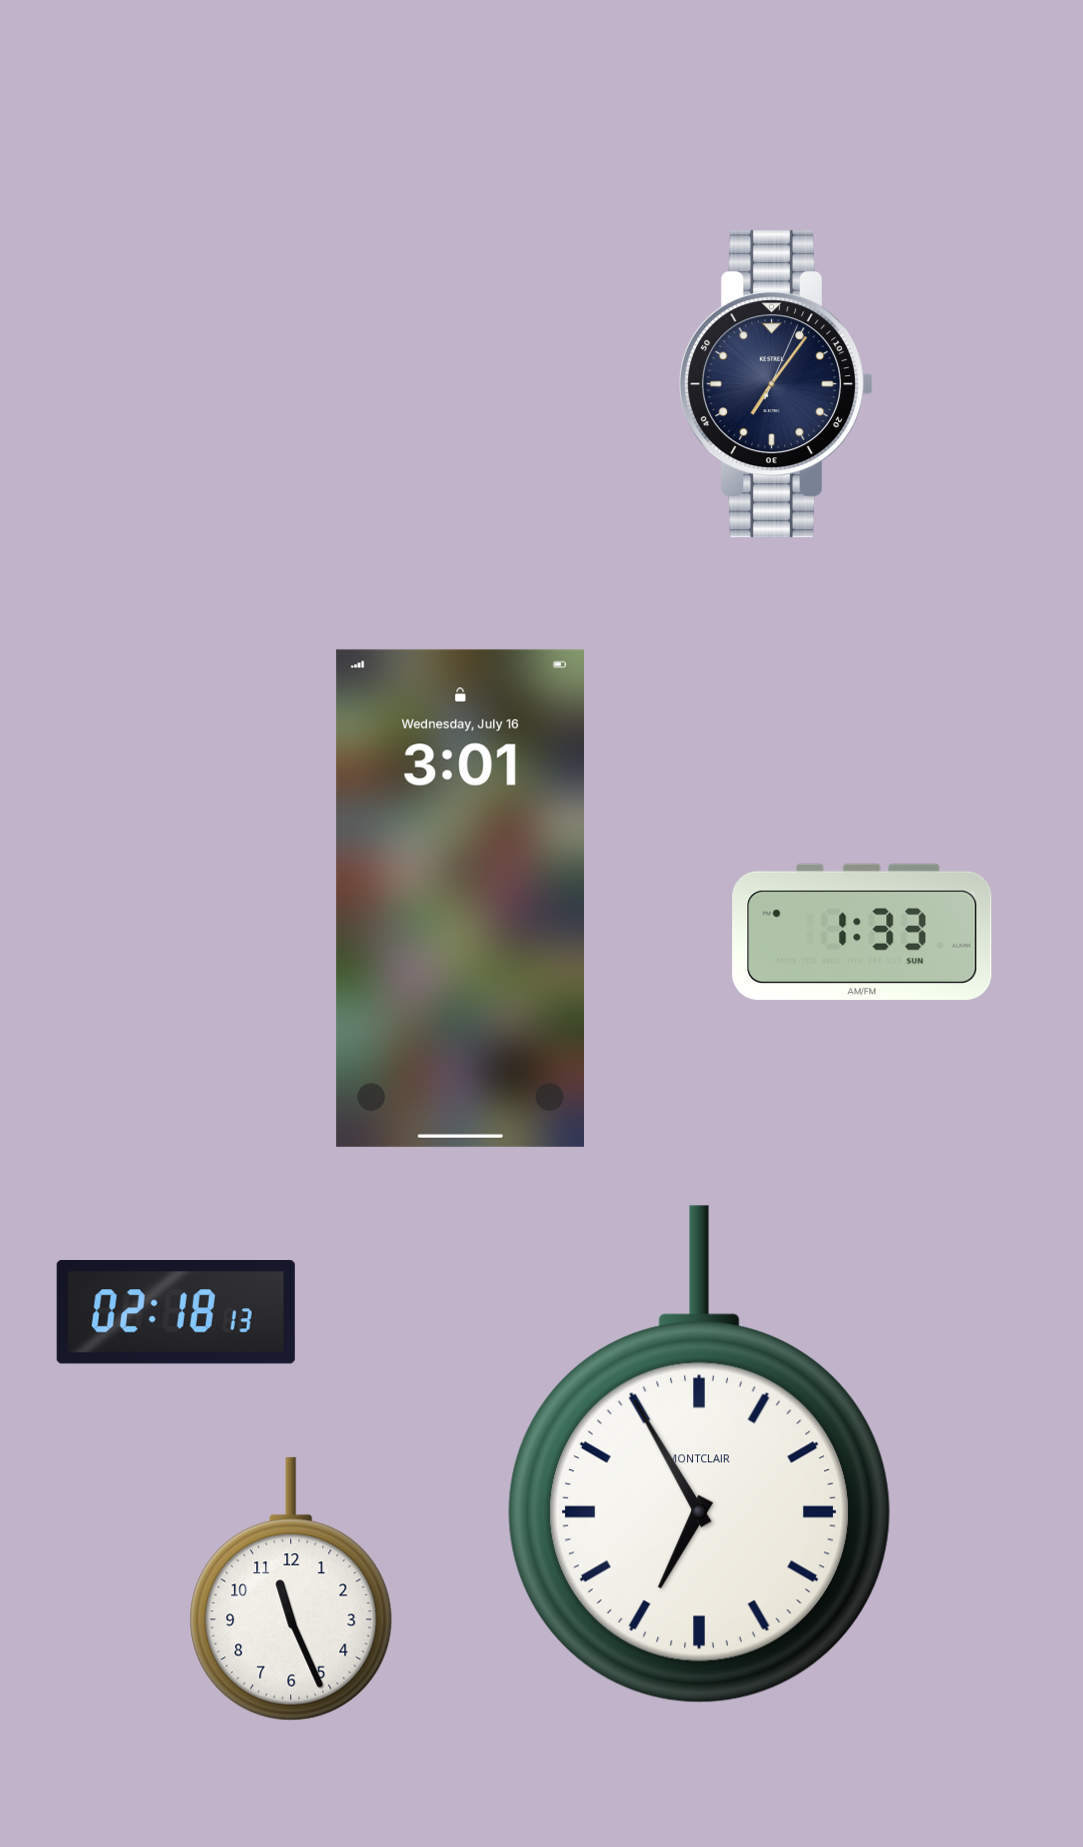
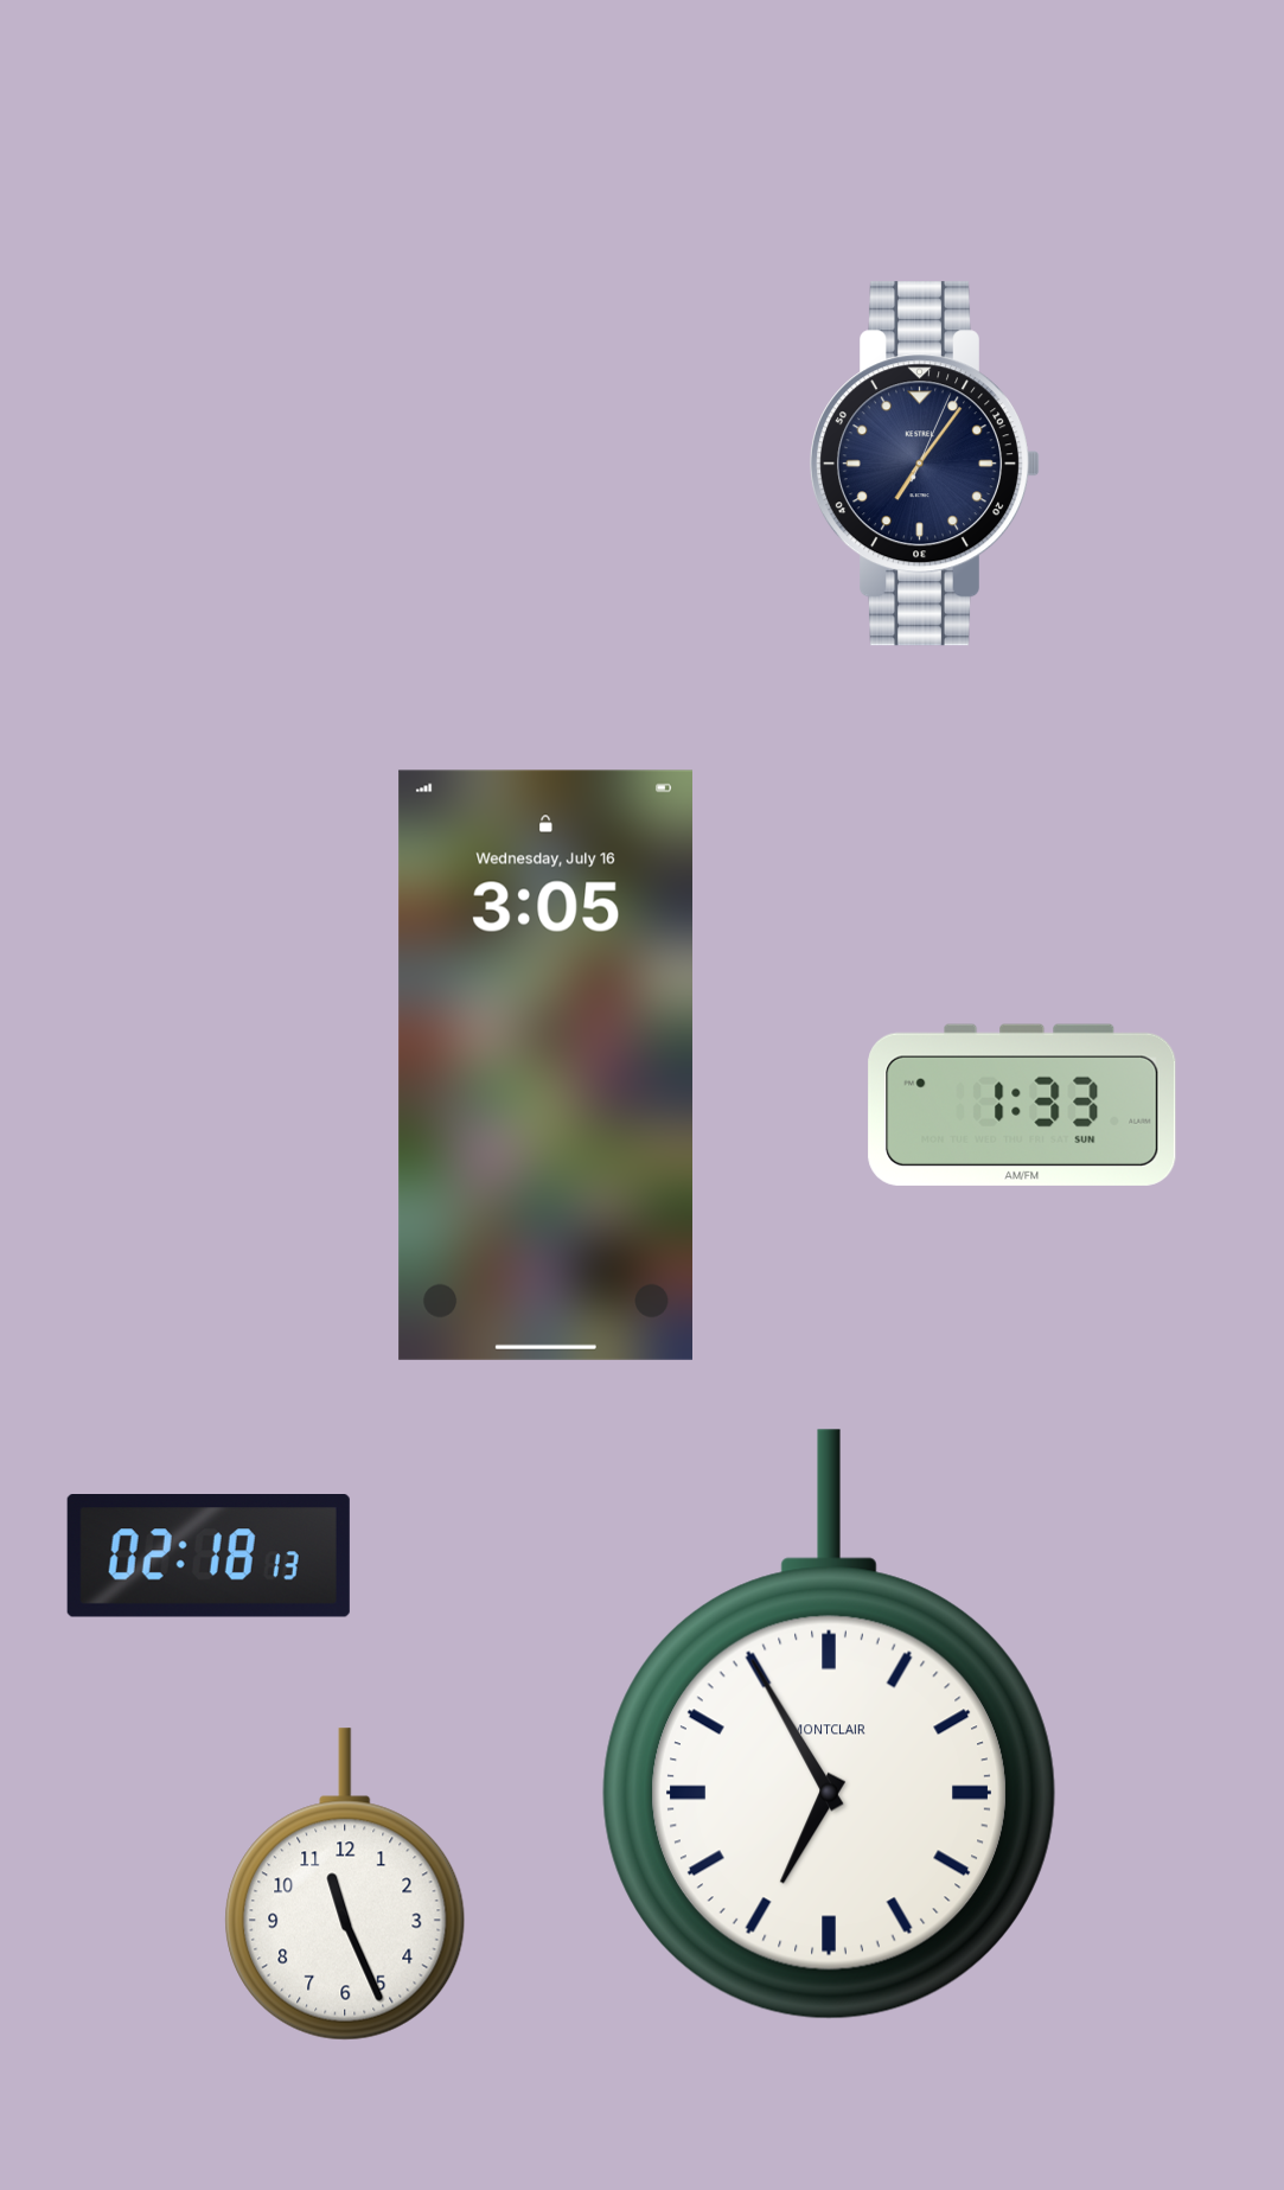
clock at (776, 384) position: (776, 384) -> (925, 464)
clock at (460, 898): 3:01 -> 3:05
